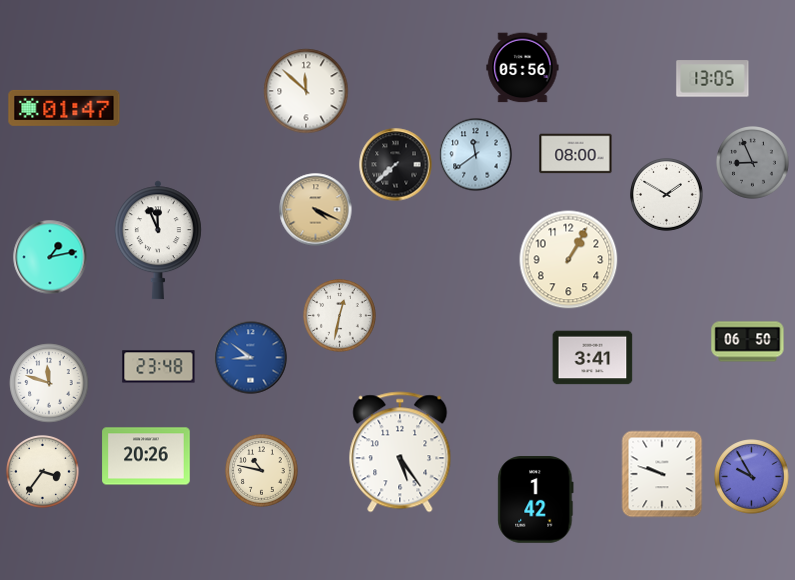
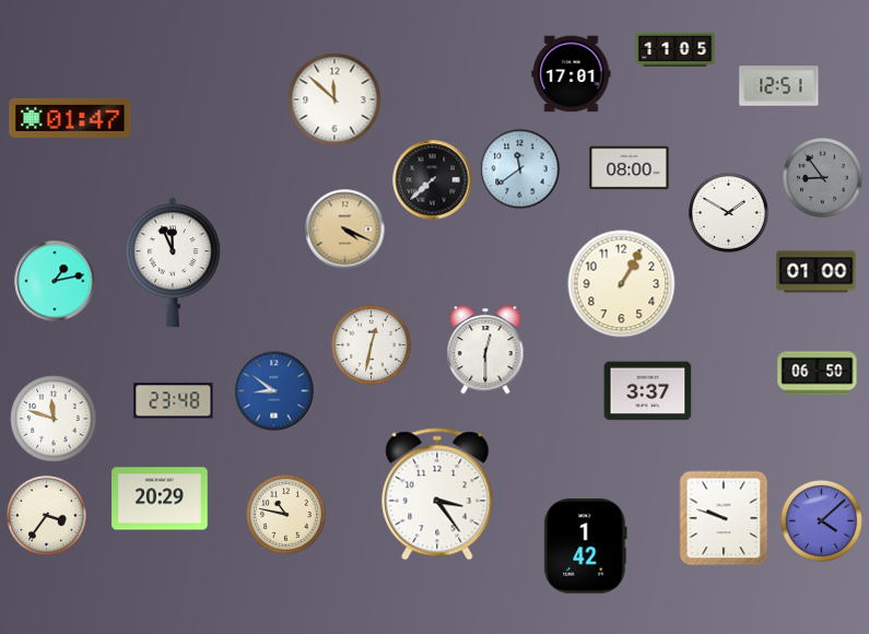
clock at (676, 49): none -> 11:05
clock at (523, 68): 05:56 -> 17:01
clock at (713, 79): 13:05 -> 12:51
clock at (753, 163): 8:56 -> 8:54
clock at (817, 272): none -> 01:00
clock at (485, 350): none -> 12:30
clock at (593, 358): 3:41 -> 3:37
clock at (400, 452): 5:24 -> 3:24
clock at (146, 456): 20:26 -> 20:29
clock at (752, 477): 9:55 -> 4:08
